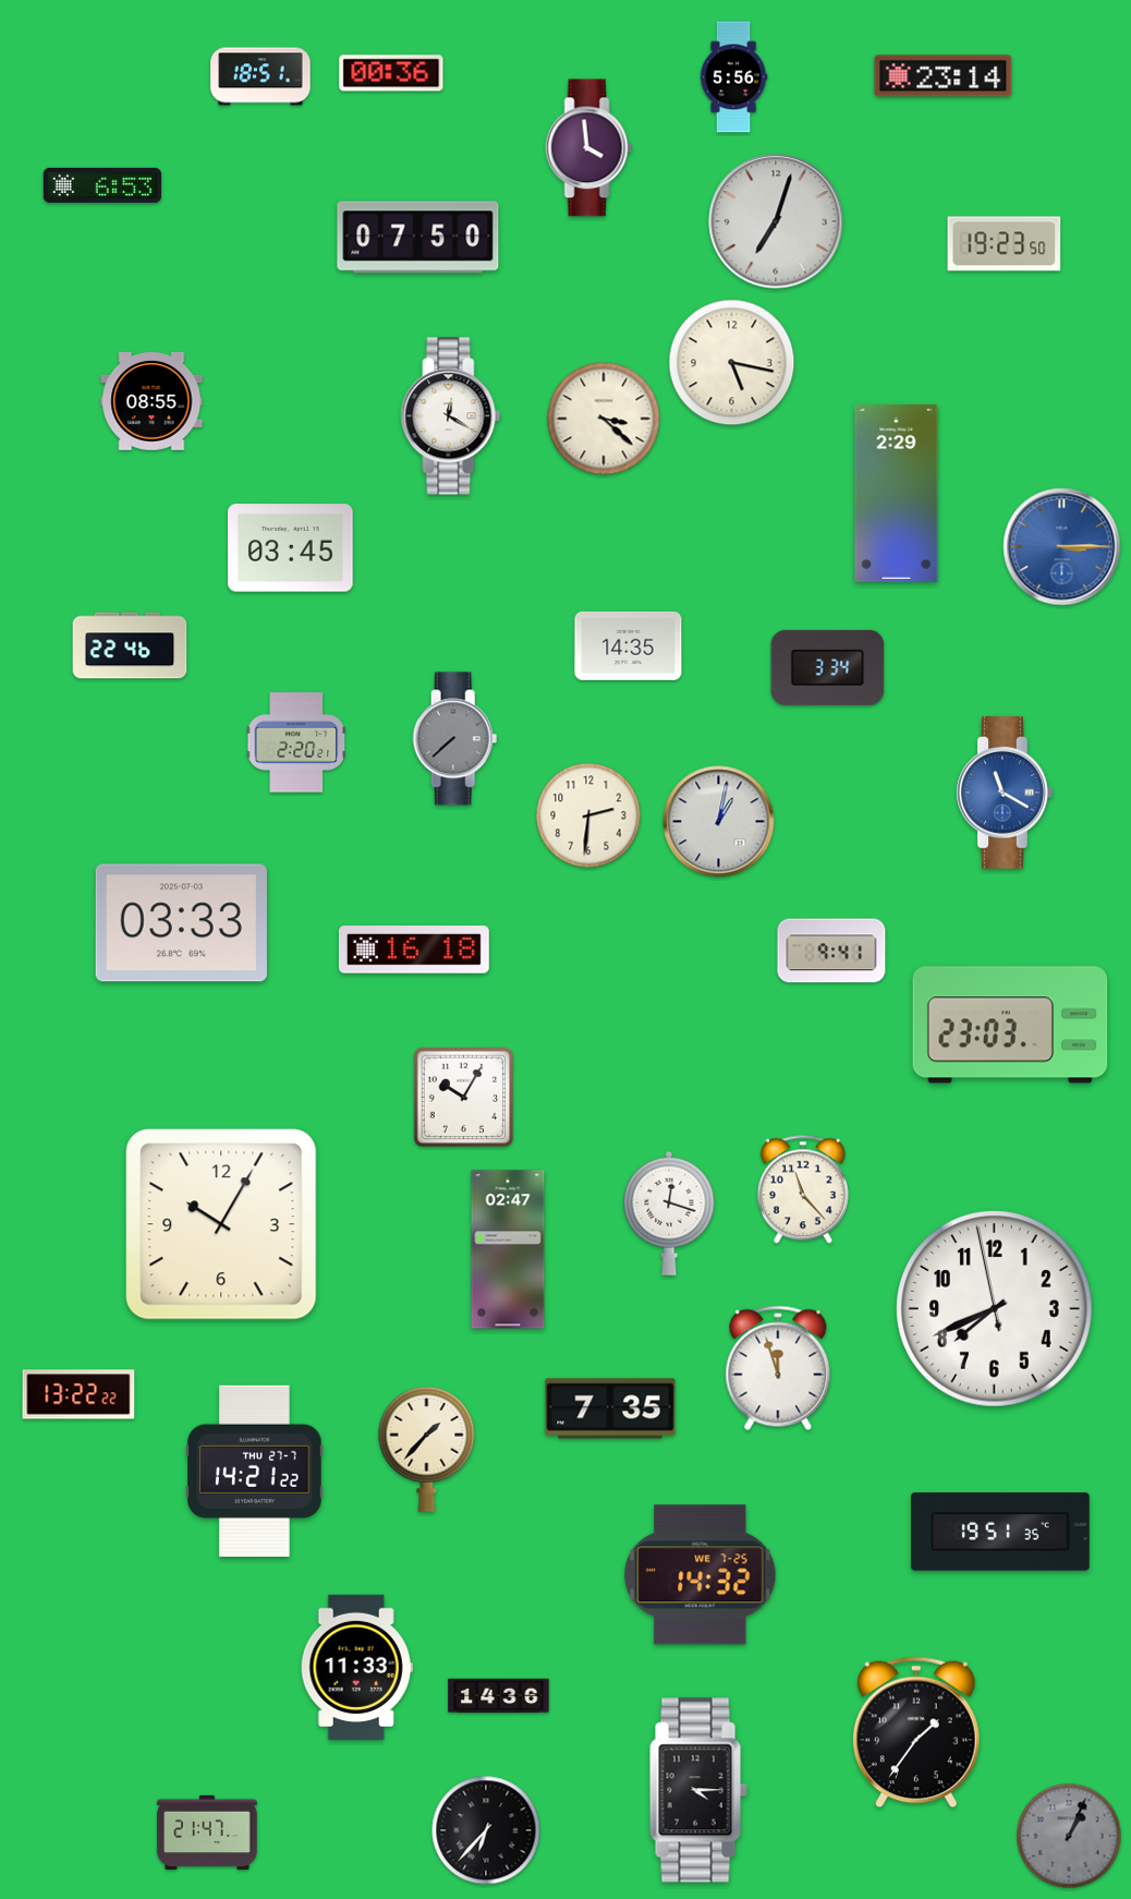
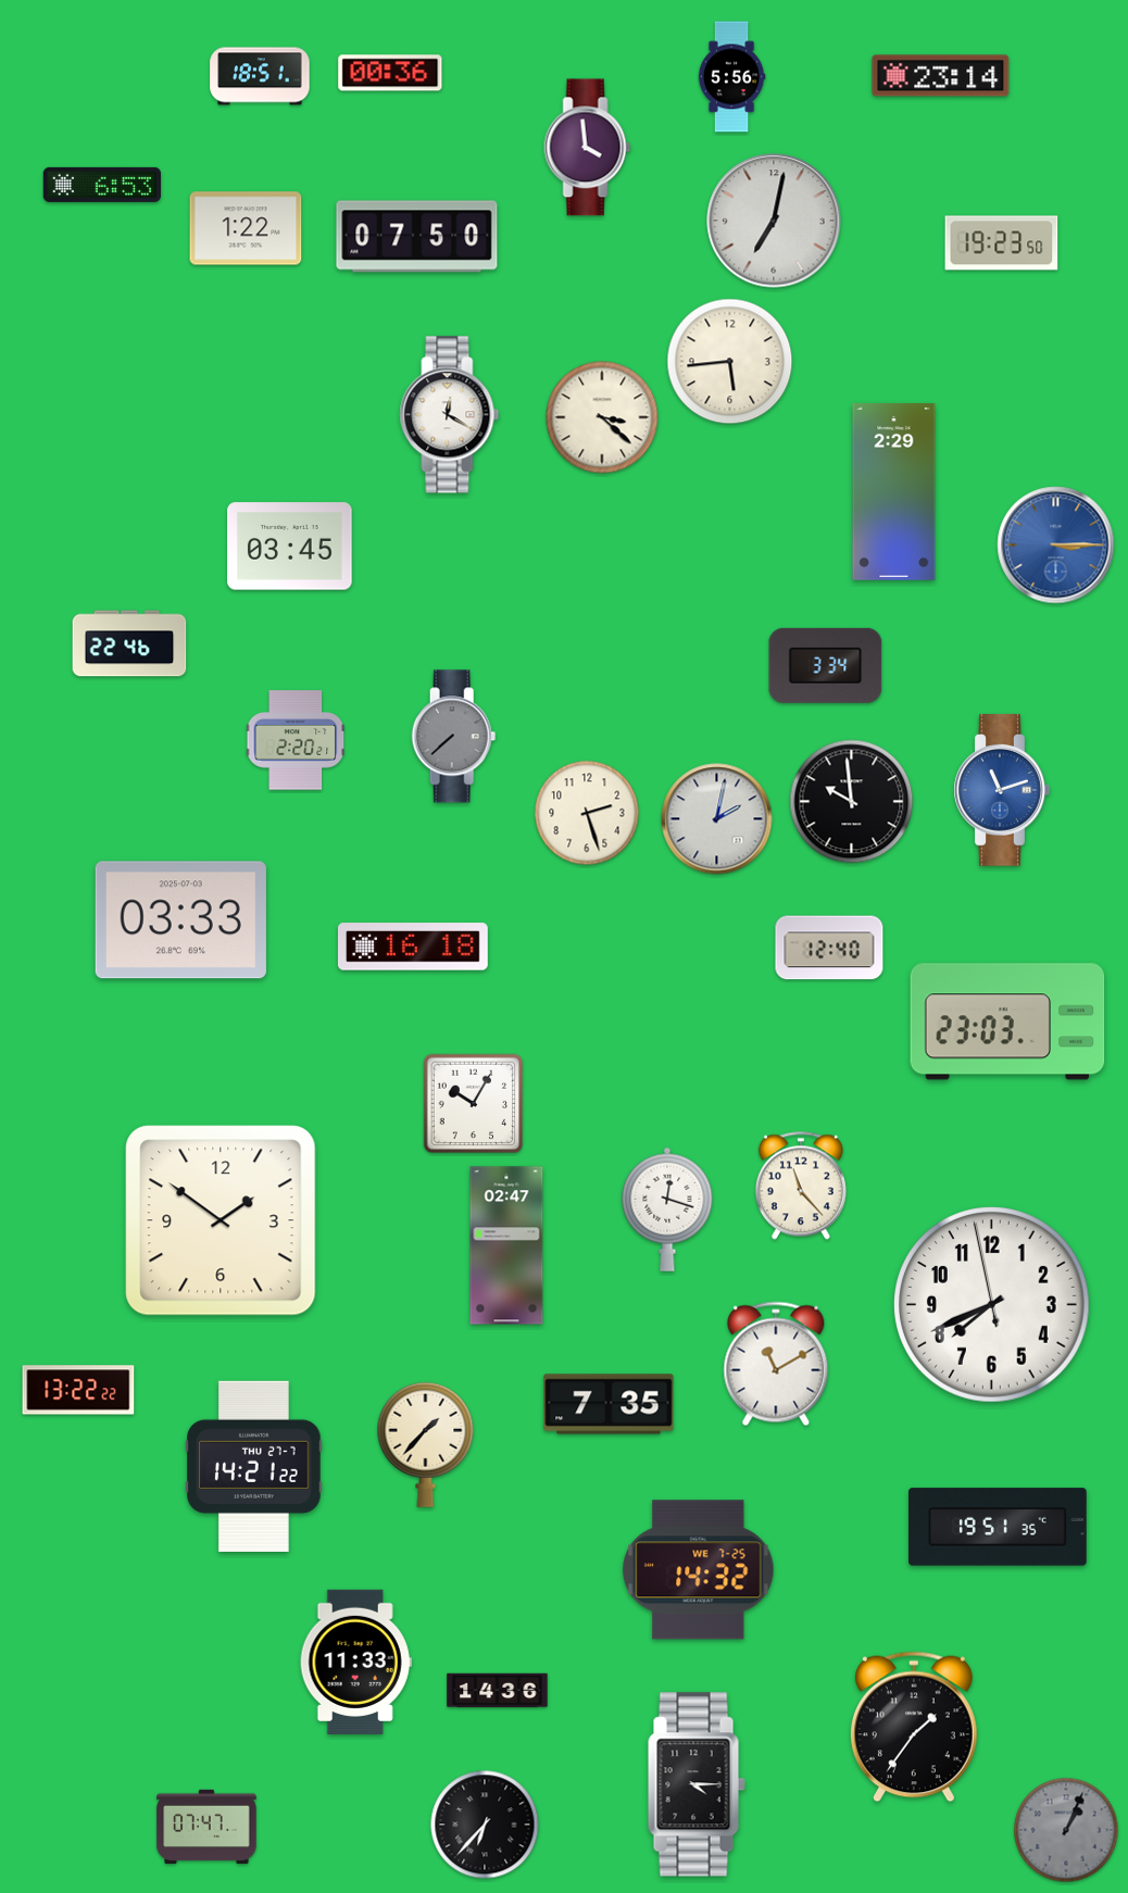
clock at (776, 221): 7:03 -> 7:02
clock at (246, 228): none -> 1:22
clock at (732, 363): 5:17 -> 5:44
clock at (151, 401): 08:55 -> none
clock at (1062, 547) position: (1062, 547) -> (1056, 546)
clock at (629, 645): 14:35 -> none
clock at (1005, 793): 11:20 -> 11:12
clock at (852, 802): none -> 9:59
clock at (588, 815): 2:31 -> 2:27
clock at (719, 822): 1:02 -> 2:02
clock at (831, 951): 9:41 -> 12:40
clock at (464, 1098) position: (464, 1098) -> (474, 1104)
clock at (221, 1224): 10:05 -> 1:51
clock at (778, 1368): 11:57 -> 11:10
clock at (207, 1833): 21:47 -> 07:47
